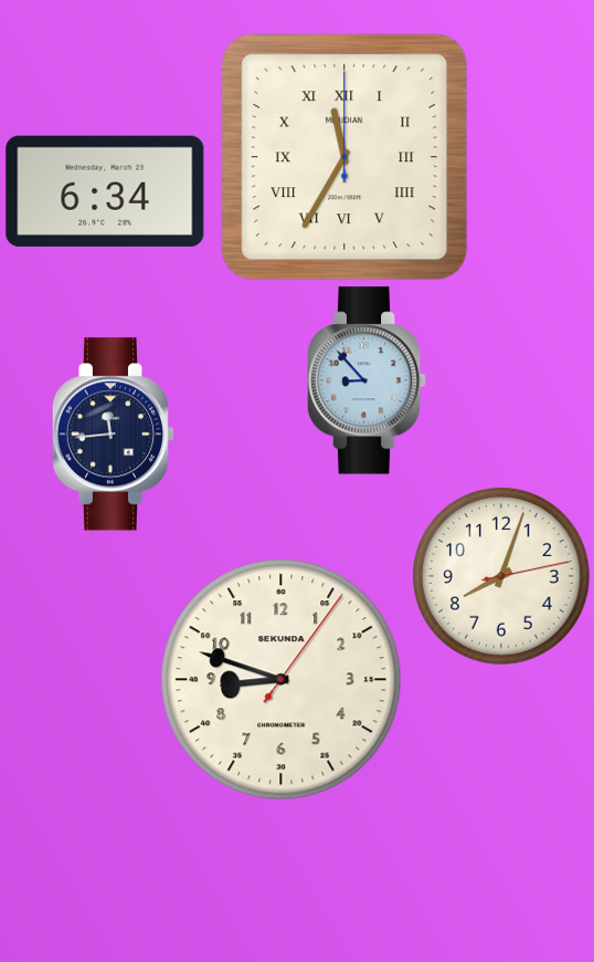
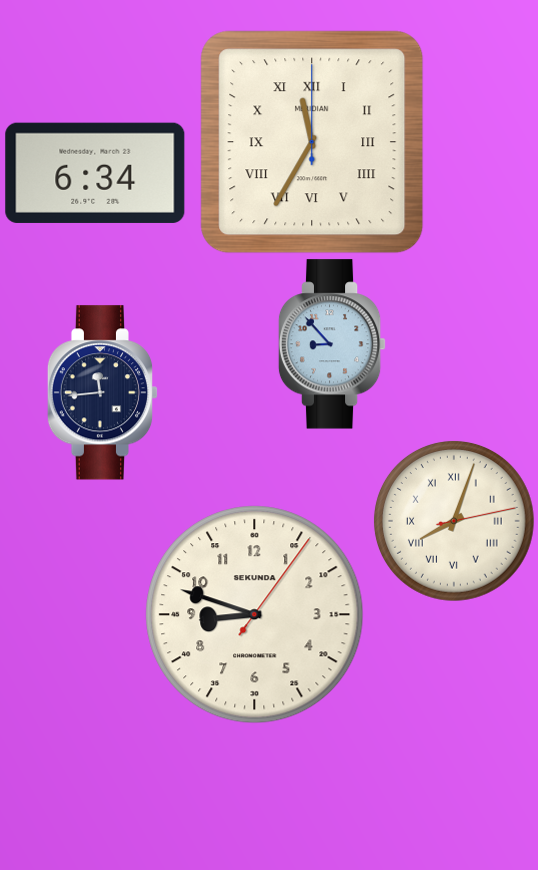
clock at (502, 577) numerals: Arabic -> Roman
